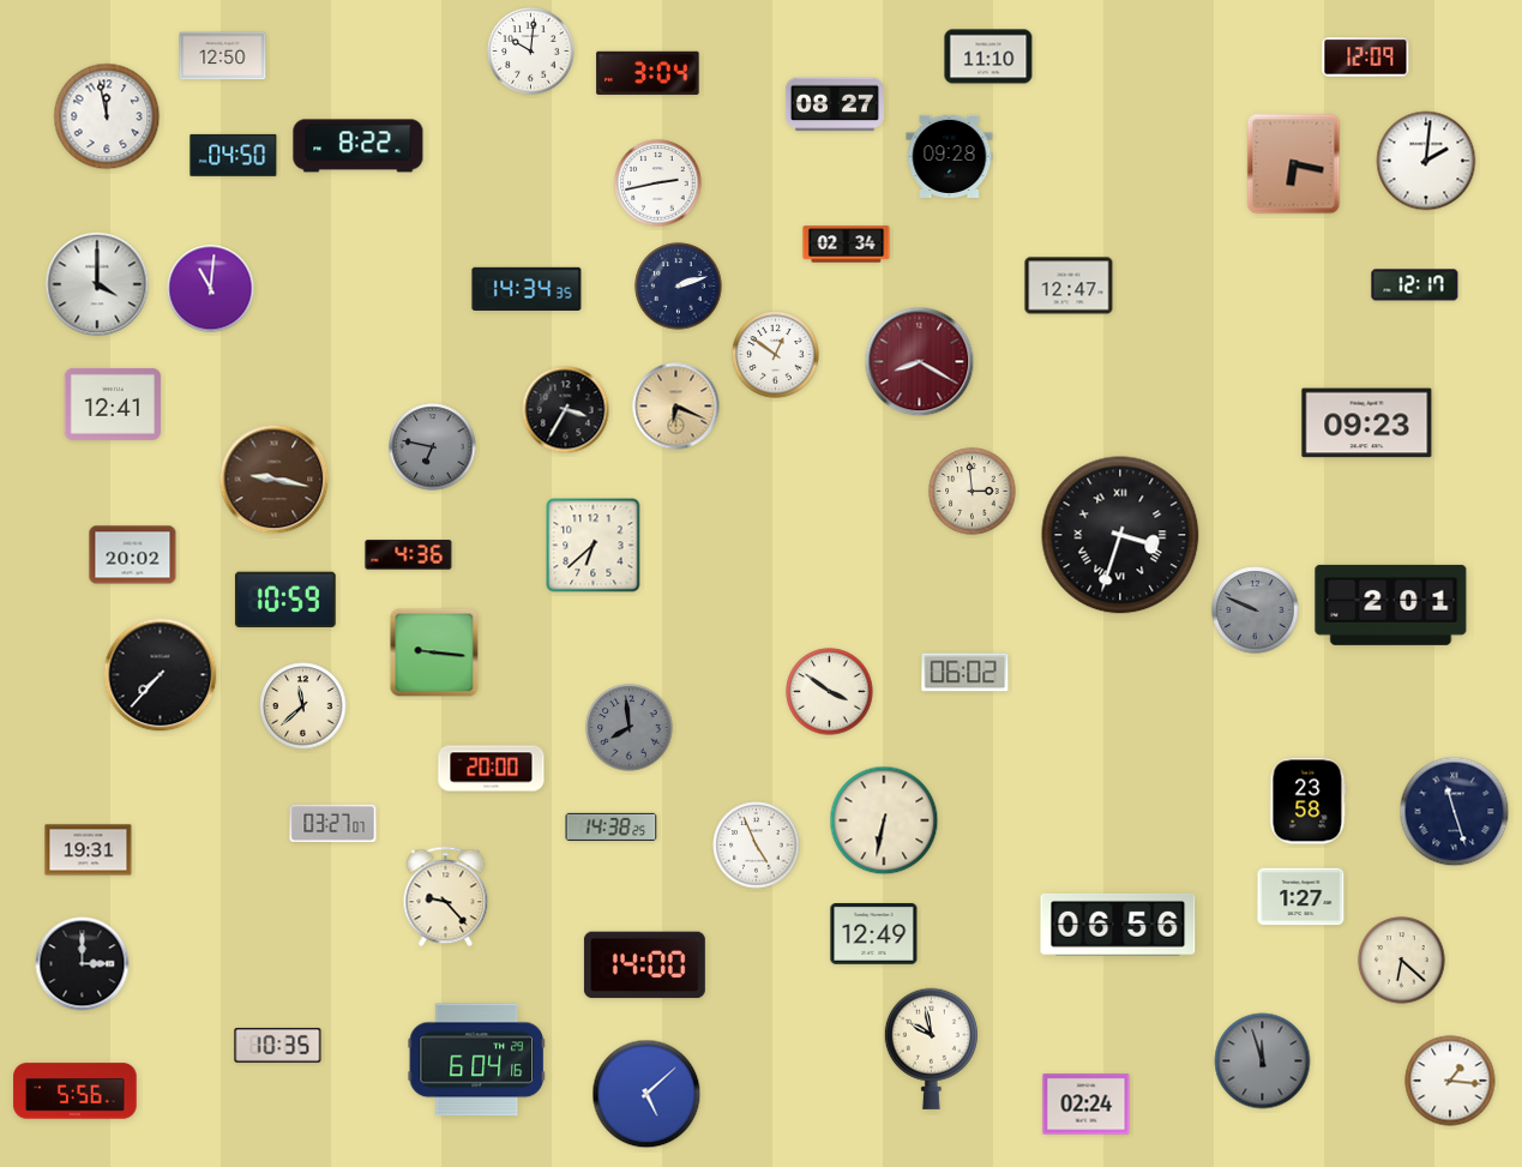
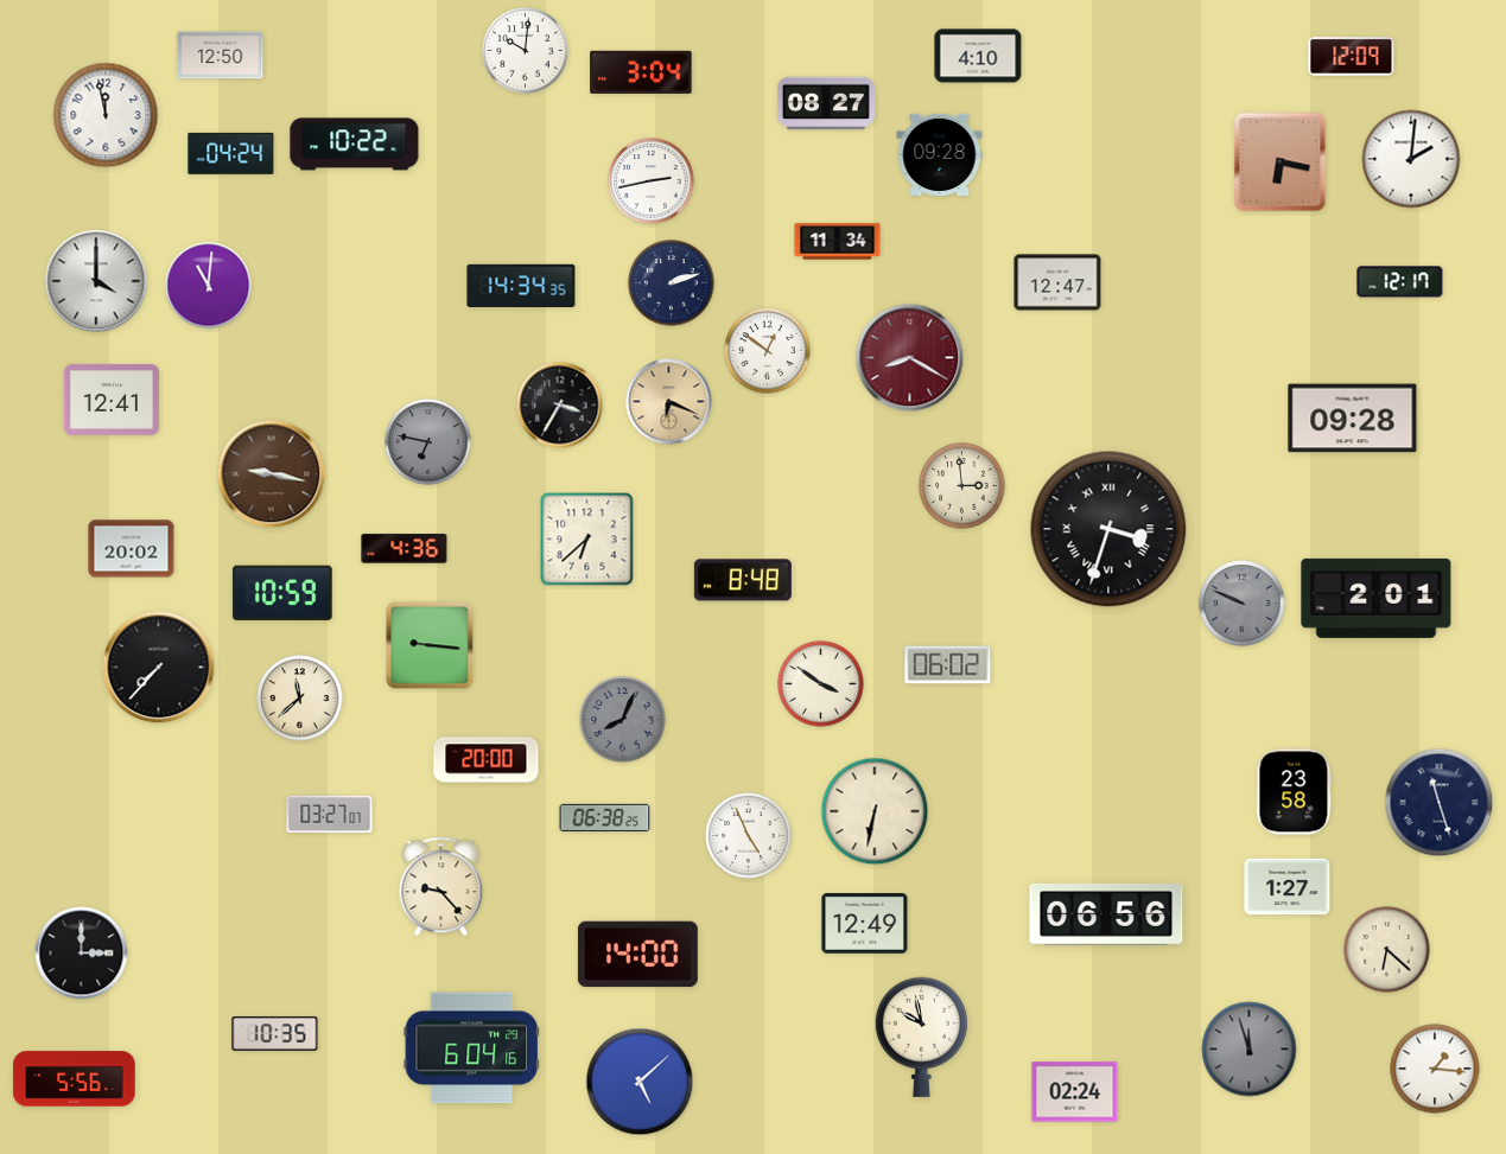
clock at (988, 56): 11:10 -> 4:10
clock at (359, 146): 8:22 -> 10:22
clock at (234, 155): 04:50 -> 04:24
clock at (847, 245): 02:34 -> 11:34
clock at (1367, 423): 09:23 -> 09:28
clock at (743, 580): none -> 8:48
clock at (965, 673) position: (965, 673) -> (948, 665)
clock at (630, 728): 7:59 -> 8:04
clock at (612, 826): 14:38 -> 06:38
clock at (89, 850): 19:31 -> none
